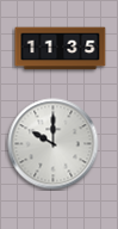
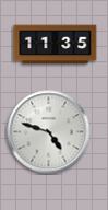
clock at (54, 144): 10:00 -> 4:48
